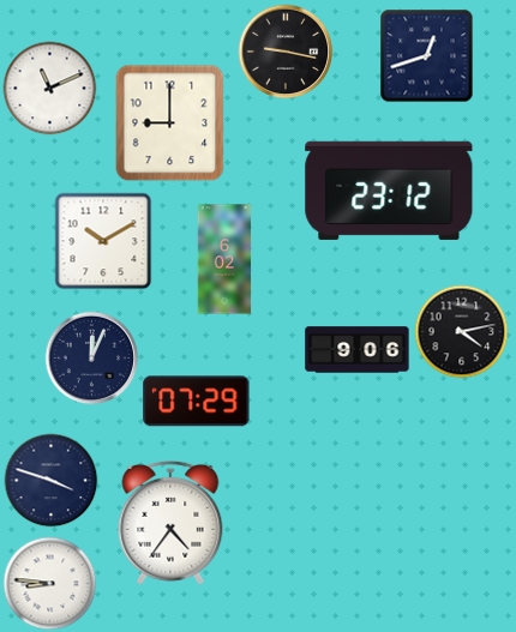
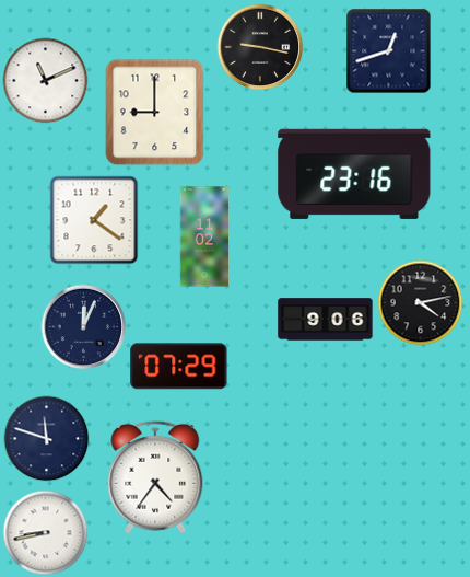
clock at (389, 191): 23:12 -> 23:16
clock at (103, 241): 10:10 -> 1:21
clock at (224, 259): 6:02 -> 11:02
clock at (50, 480): 3:48 -> 11:48
clock at (49, 583): 8:46 -> 8:43
